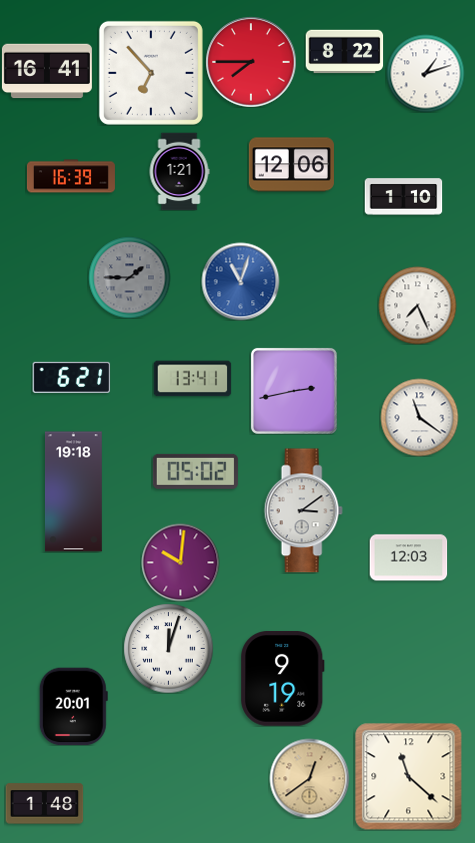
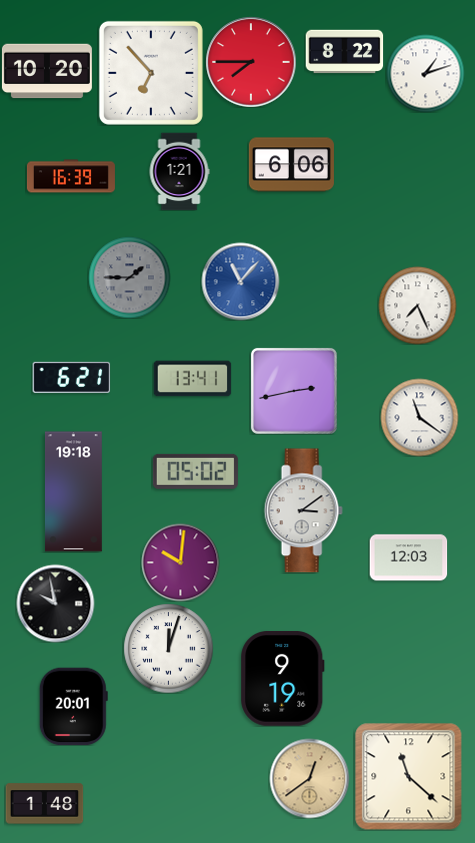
clock at (47, 71): 16:41 -> 10:20
clock at (291, 165): 12:06 -> 6:06
clock at (403, 197): 1:10 -> none
clock at (240, 281): 11:03 -> 11:07
clock at (55, 603): none -> 9:58
